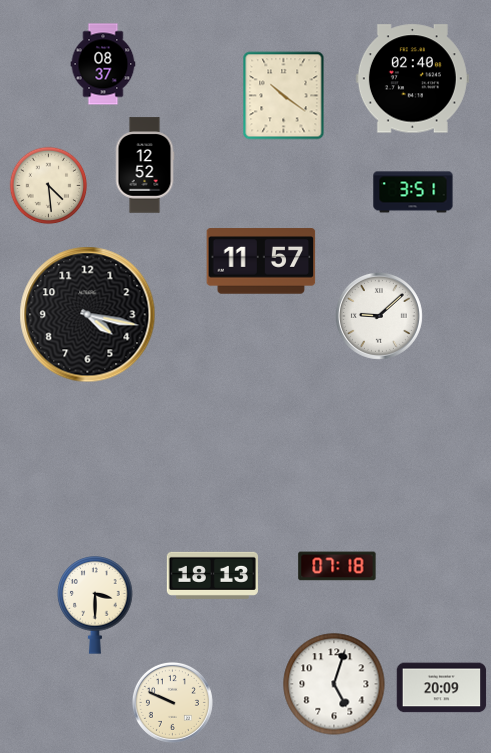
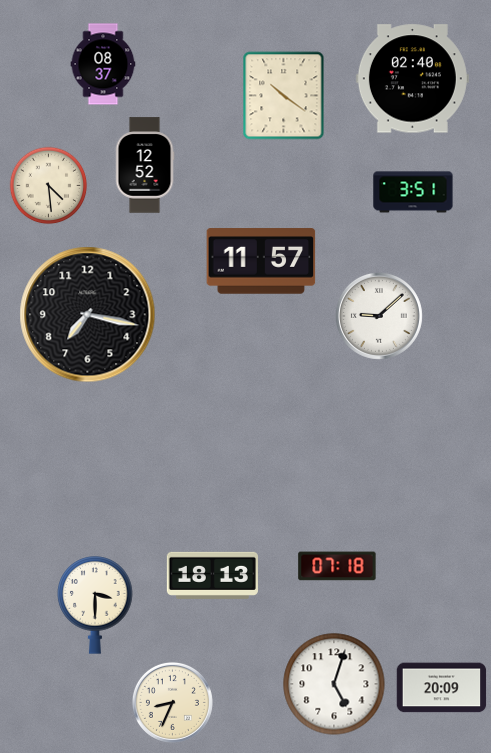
clock at (88, 315): 4:17 -> 7:17
clock at (172, 702): 9:49 -> 8:34
